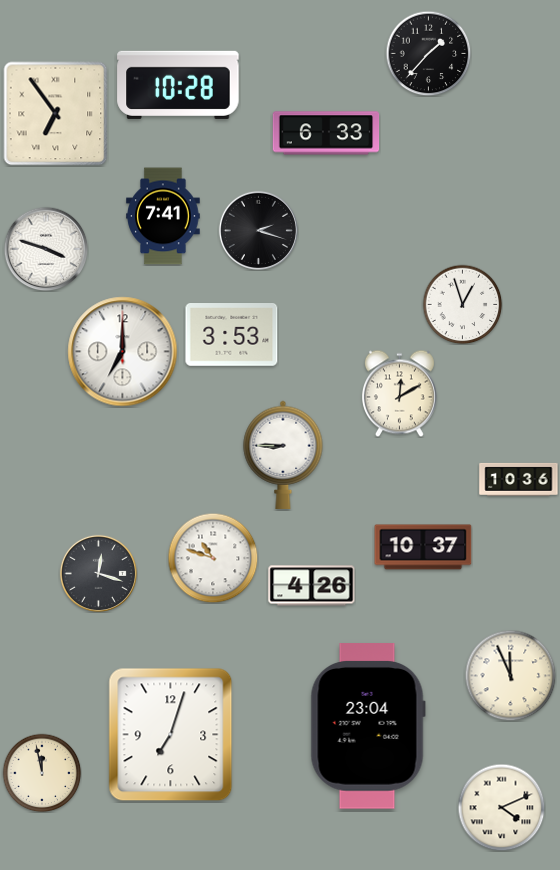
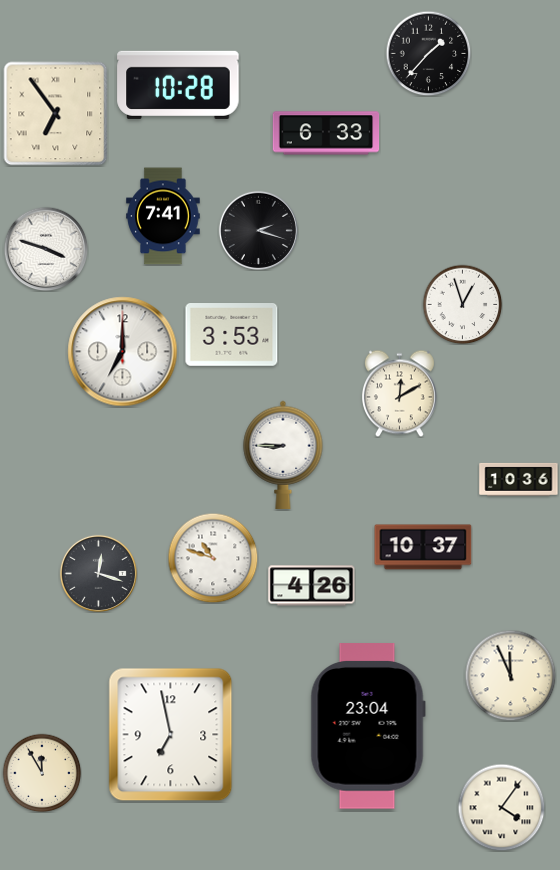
clock at (171, 735): 7:03 -> 6:58
clock at (42, 773): 11:58 -> 11:55
clock at (501, 807): 4:11 -> 4:06
